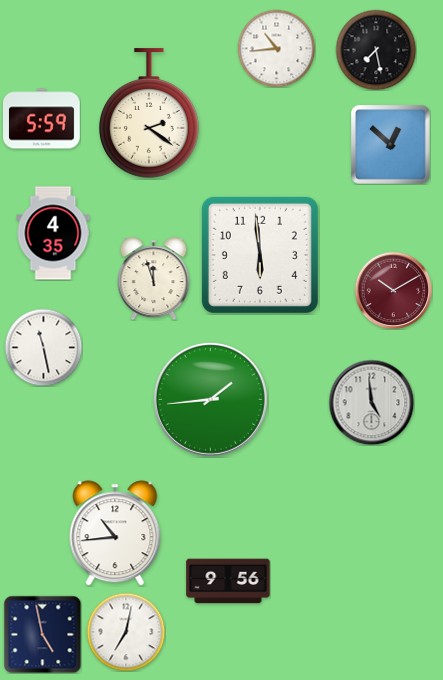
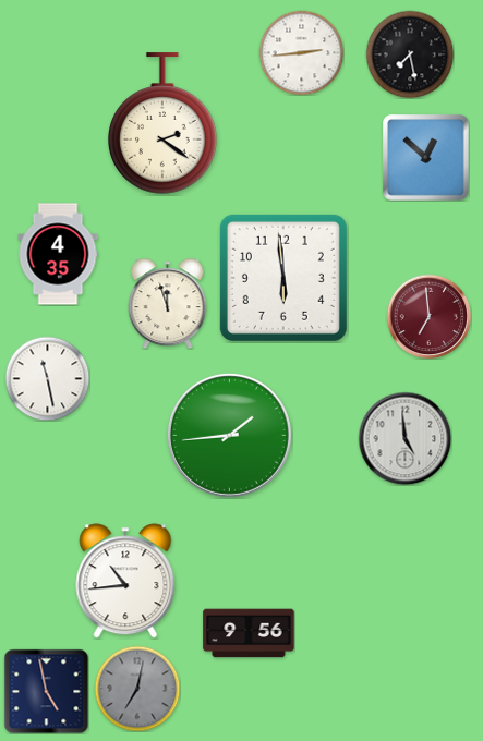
clock at (276, 48): 10:44 -> 2:44
clock at (42, 119): 5:59 -> none
clock at (393, 290): 10:10 -> 6:59
clock at (126, 632) dial: white -> grey
